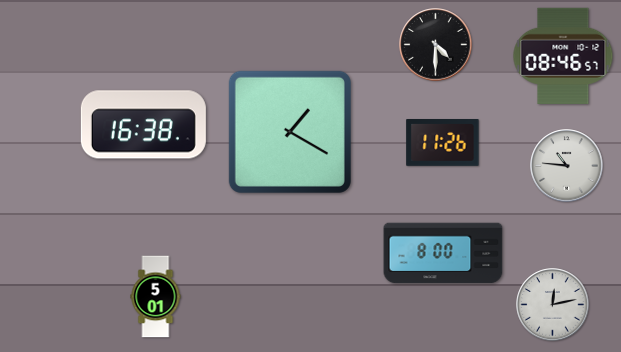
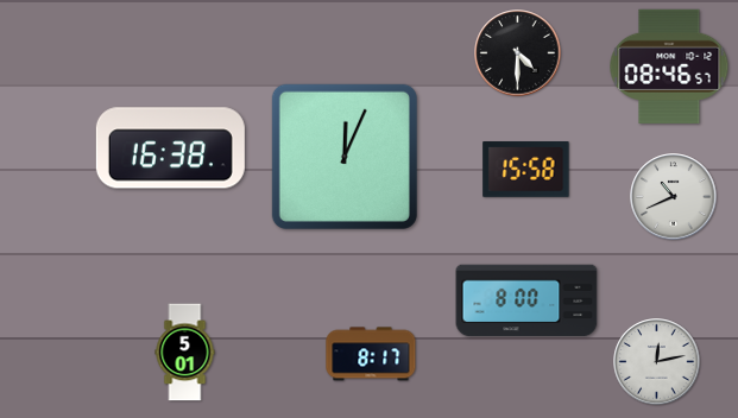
clock at (290, 132): 1:20 -> 12:04
clock at (443, 143): 11:26 -> 15:58
clock at (567, 166): 10:46 -> 10:41
clock at (371, 354): none -> 8:17
